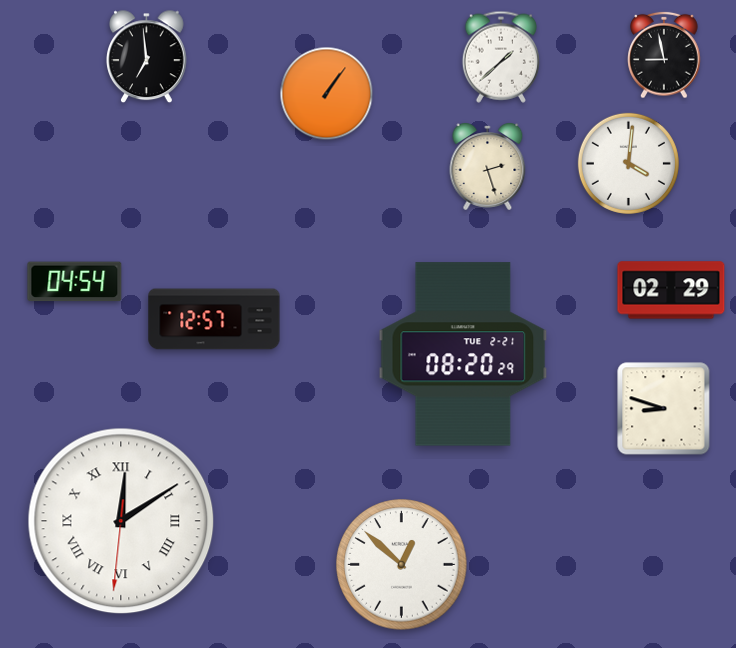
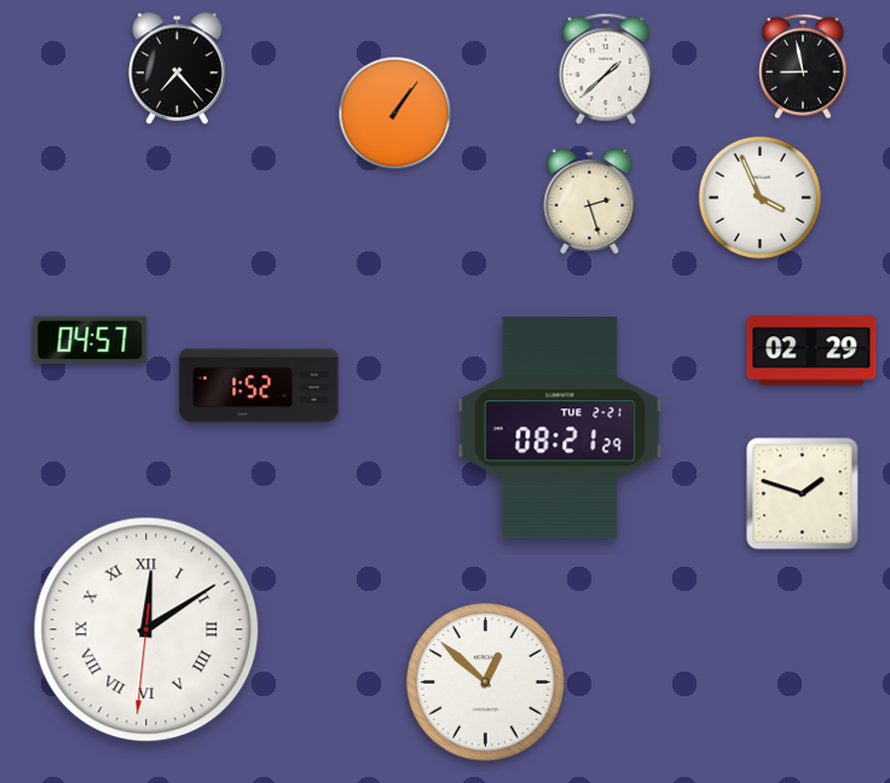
clock at (147, 57): 6:59 -> 7:23
clock at (628, 163): 4:01 -> 3:56
clock at (75, 282): 04:54 -> 04:57
clock at (214, 319): 12:57 -> 1:52
clock at (463, 354): 08:20 -> 08:21
clock at (664, 409): 8:48 -> 1:48
